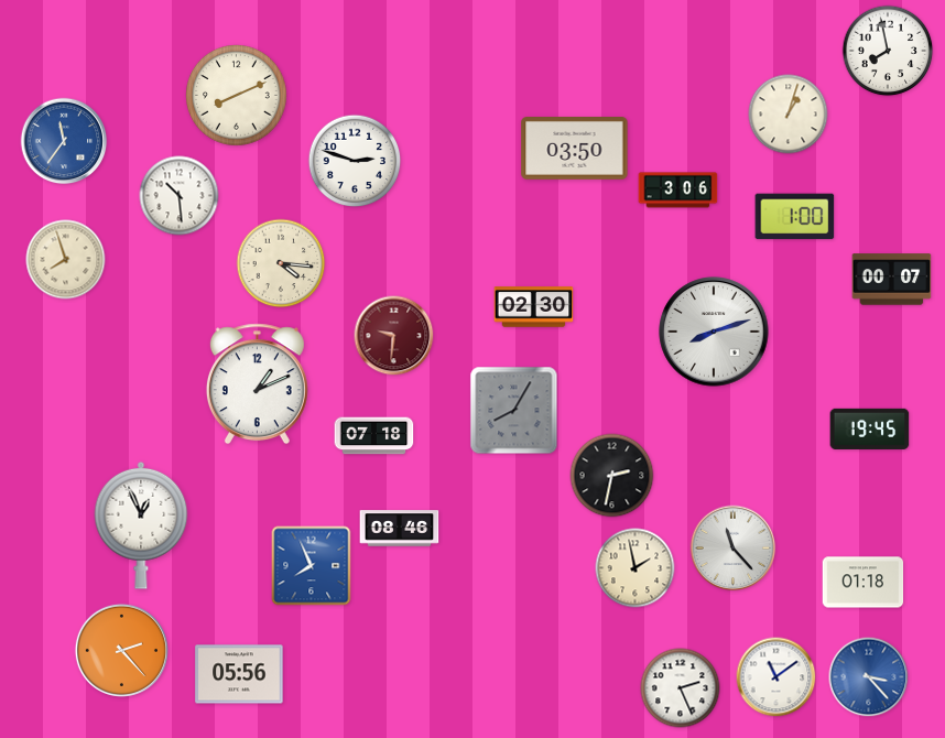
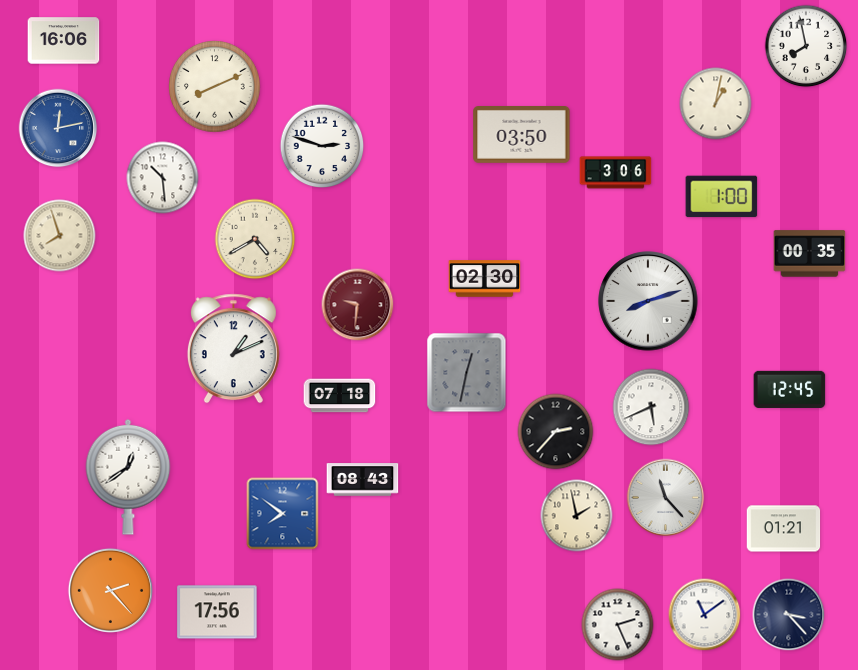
clock at (64, 41): none -> 16:06
clock at (789, 115): 1:03 -> 1:02
clock at (64, 141): 11:36 -> 12:13
clock at (281, 263): 4:16 -> 4:40
clock at (892, 280): 00:07 -> 00:35
clock at (514, 411): 8:05 -> 12:32
clock at (870, 428): 19:45 -> 12:45
clock at (651, 407): none -> 5:41
clock at (612, 476): 2:32 -> 2:37
clock at (141, 525): 12:56 -> 12:39
clock at (400, 529): 08:46 -> 08:43
clock at (312, 566): 7:56 -> 7:51
clock at (863, 583): 01:18 -> 01:21
clock at (239, 674): 05:56 -> 17:56
clock at (869, 677) dial: blue -> navy
